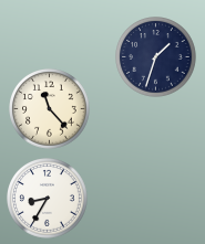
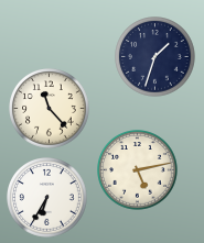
clock at (138, 170): none -> 5:13
clock at (48, 199): 8:35 -> 6:35
